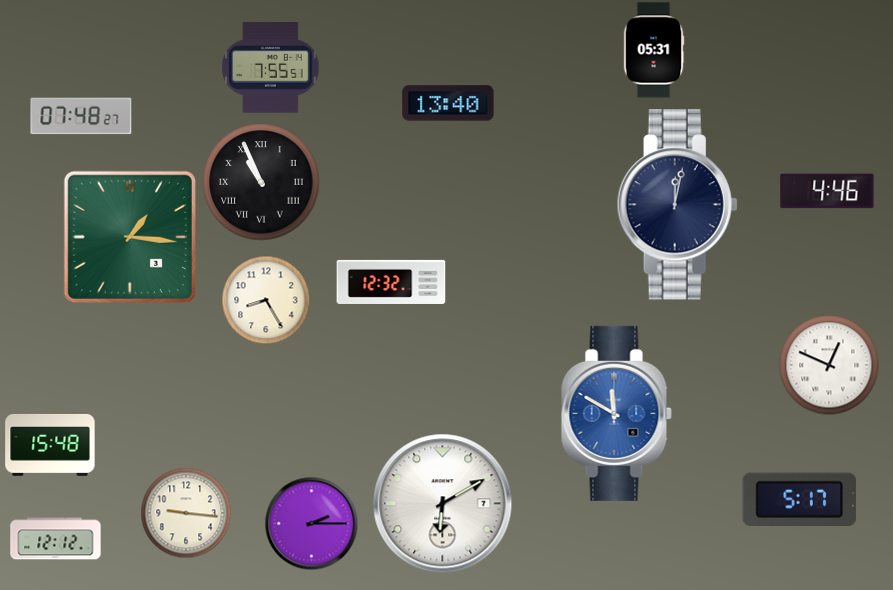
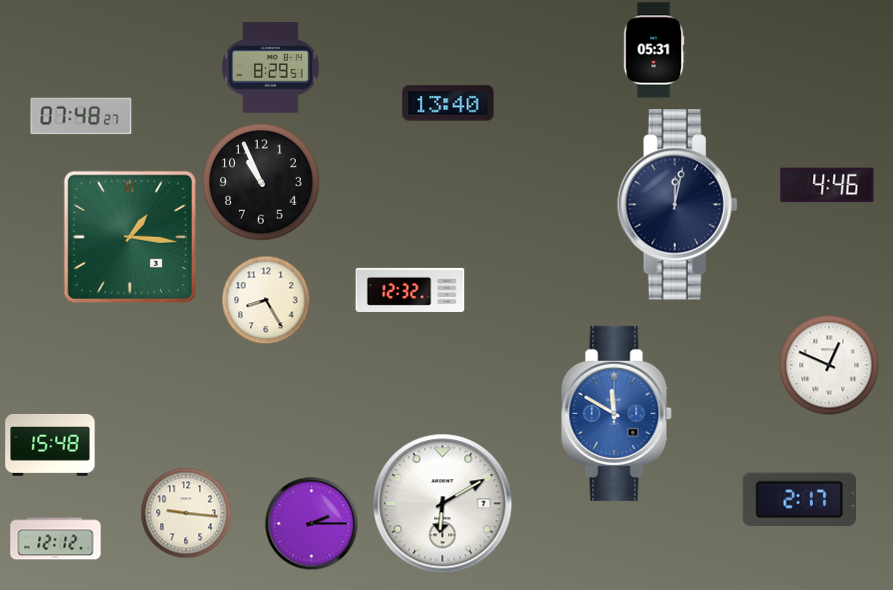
clock at (271, 68): 7:55 -> 8:29
clock at (261, 182) numerals: Roman -> Arabic
clock at (827, 191) position: (827, 191) -> (827, 185)
clock at (391, 282) position: (391, 282) -> (410, 290)
clock at (800, 499): 5:17 -> 2:17
